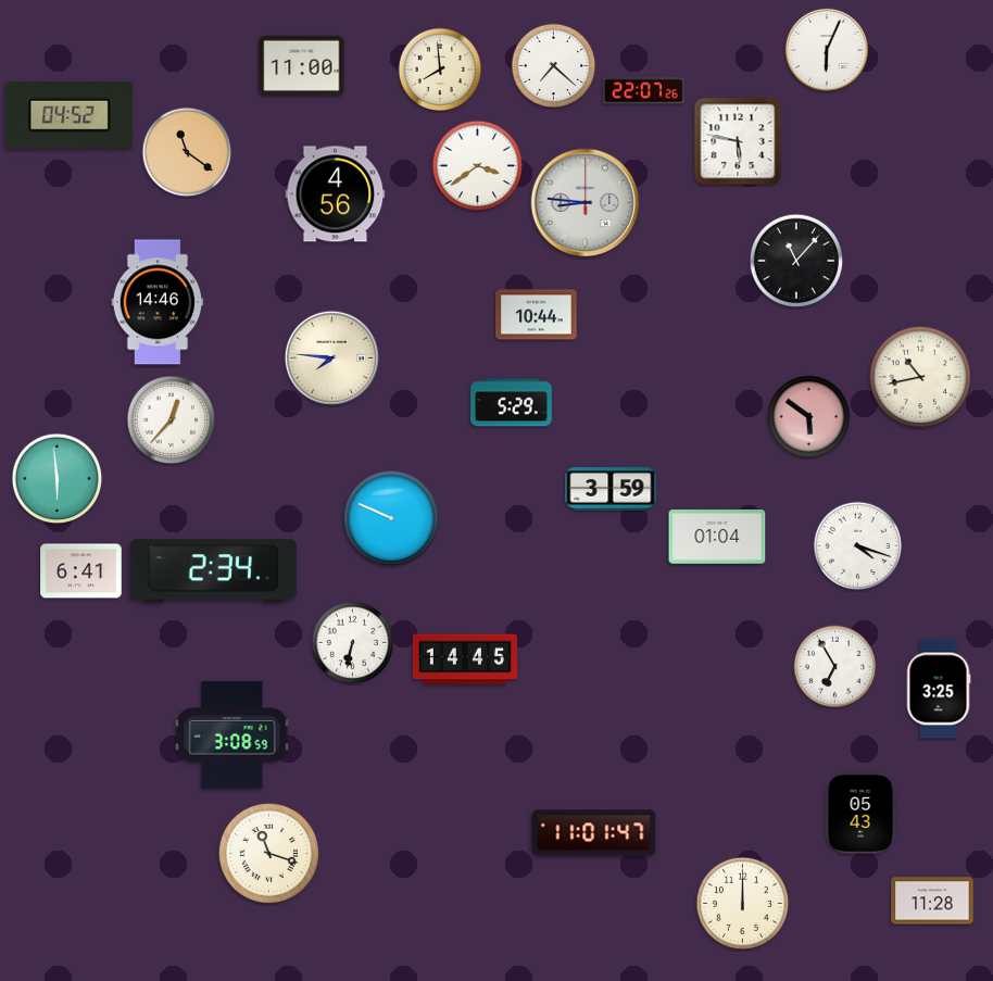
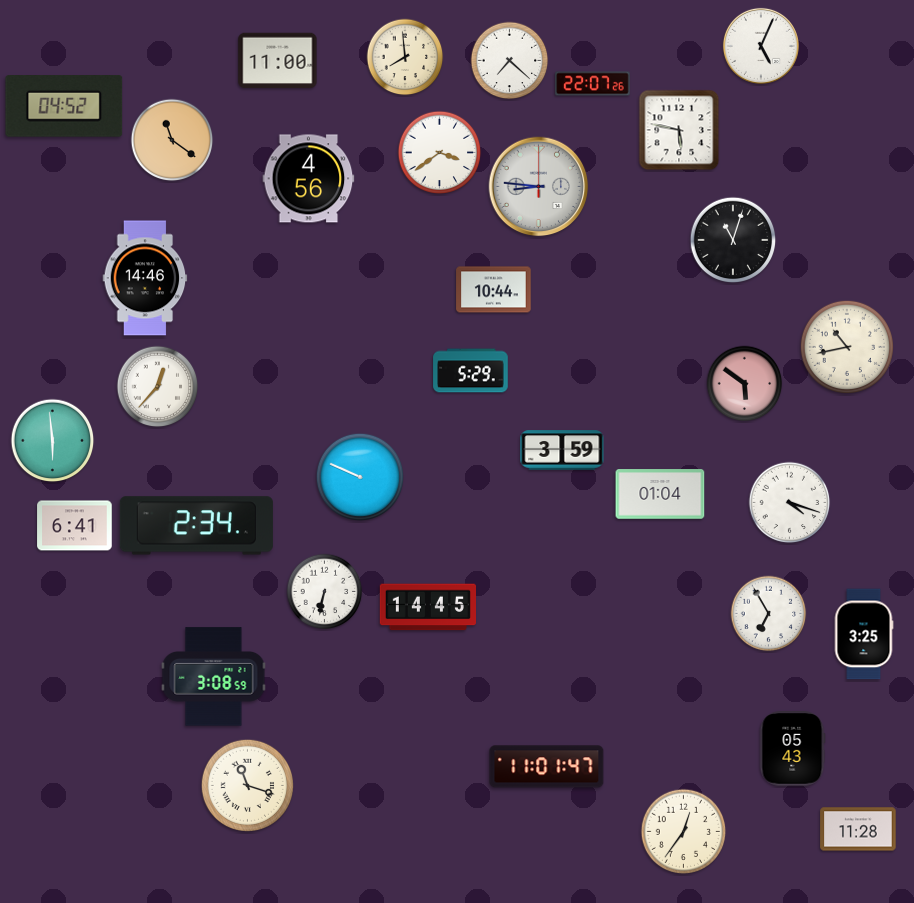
clock at (827, 50): 6:04 -> 5:04
clock at (440, 70) position: (440, 70) -> (405, 57)
clock at (796, 261): 11:07 -> 11:03
clock at (331, 357): 7:46 -> none
clock at (743, 904): 12:00 -> 12:36
